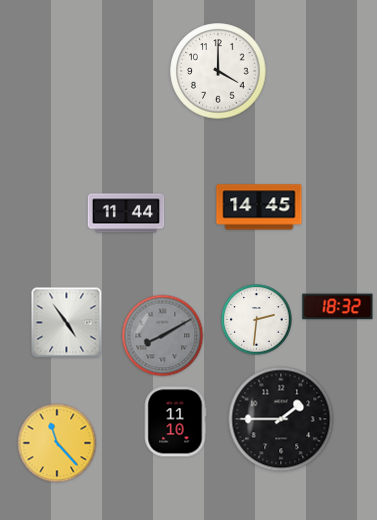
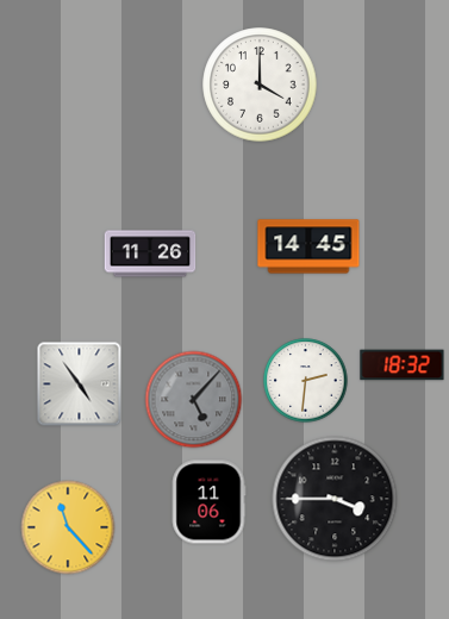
clock at (126, 213): 11:44 -> 11:26
clock at (163, 336): 8:10 -> 5:07
clock at (281, 419): 1:45 -> 3:45
clock at (175, 422): 11:10 -> 11:06
